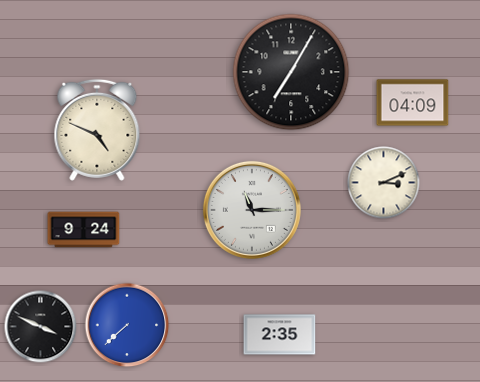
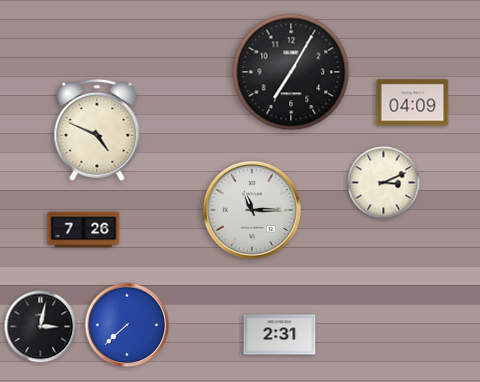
clock at (84, 230): 9:24 -> 7:26
clock at (41, 327): 3:49 -> 3:02
clock at (280, 335): 2:35 -> 2:31
